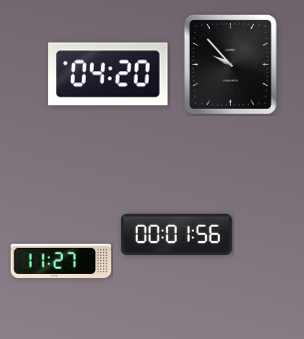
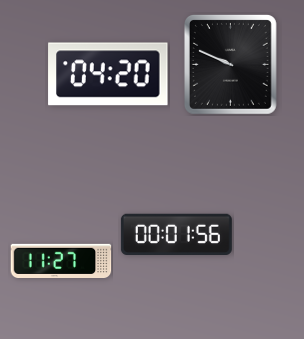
clock at (230, 64): 9:53 -> 9:49
